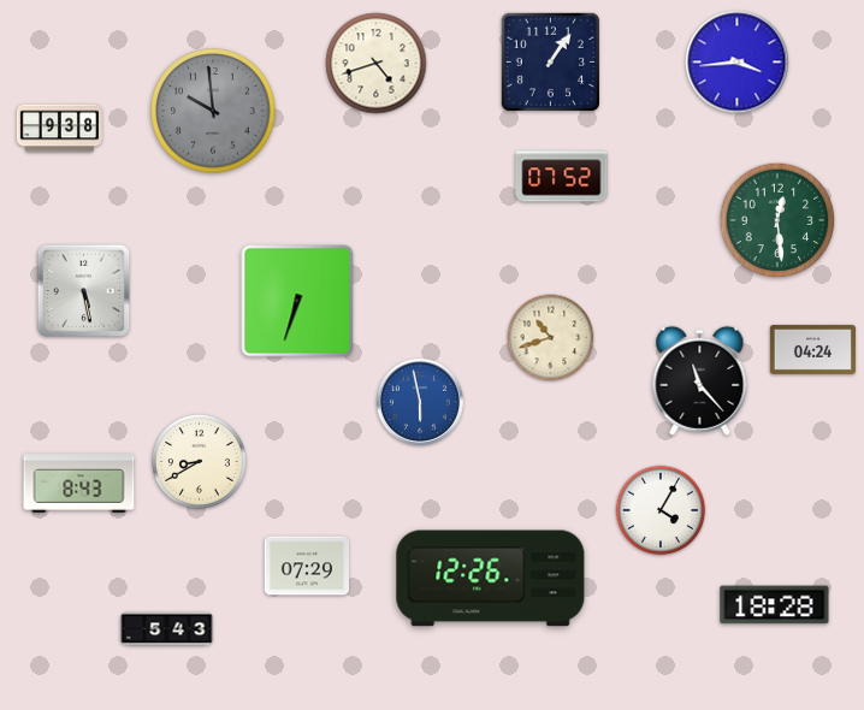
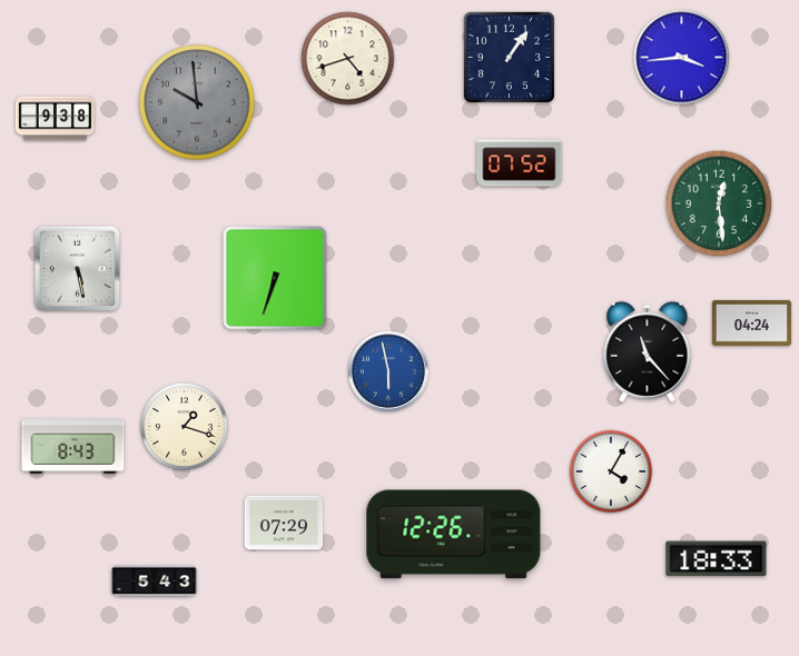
clock at (551, 338): 10:42 -> none
clock at (199, 461): 8:40 -> 1:18
clock at (775, 605): 18:28 -> 18:33
